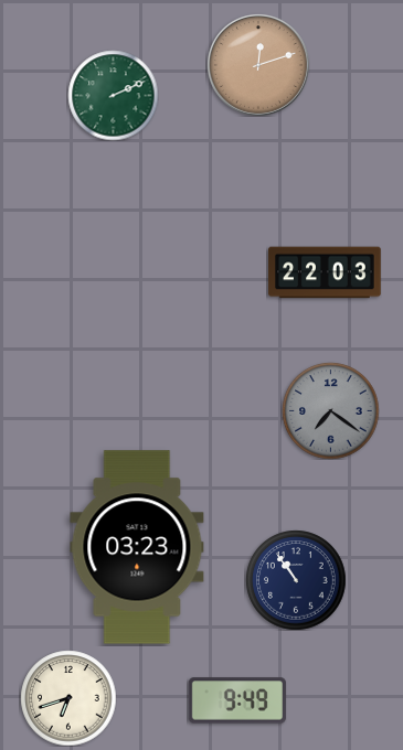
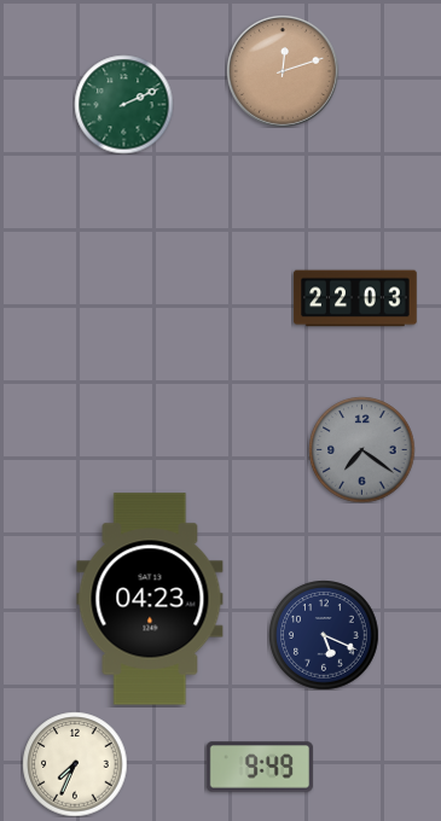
clock at (137, 547): 03:23 -> 04:23
clock at (296, 580): 10:54 -> 5:19
clock at (68, 698): 6:42 -> 7:34
